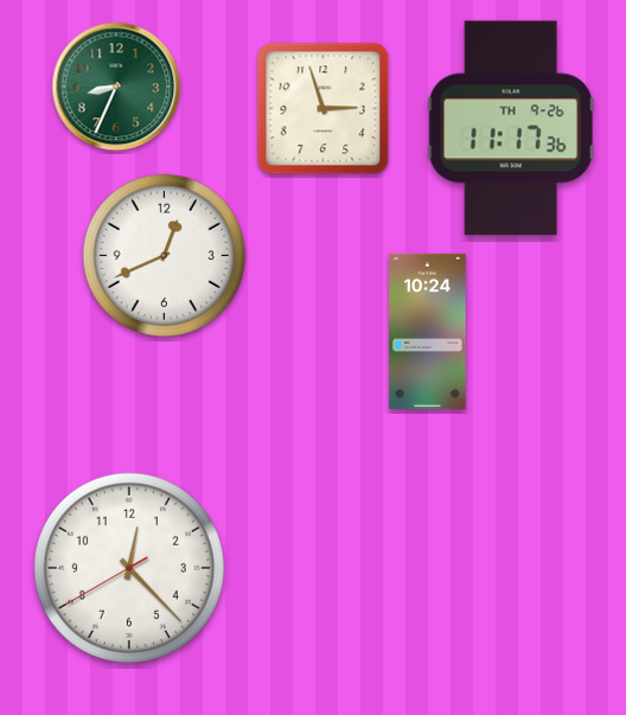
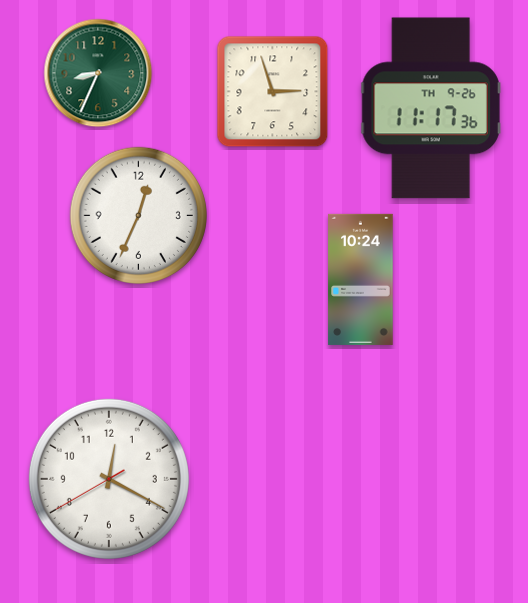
clock at (164, 255): 12:41 -> 12:34
clock at (129, 568): 12:22 -> 12:19
